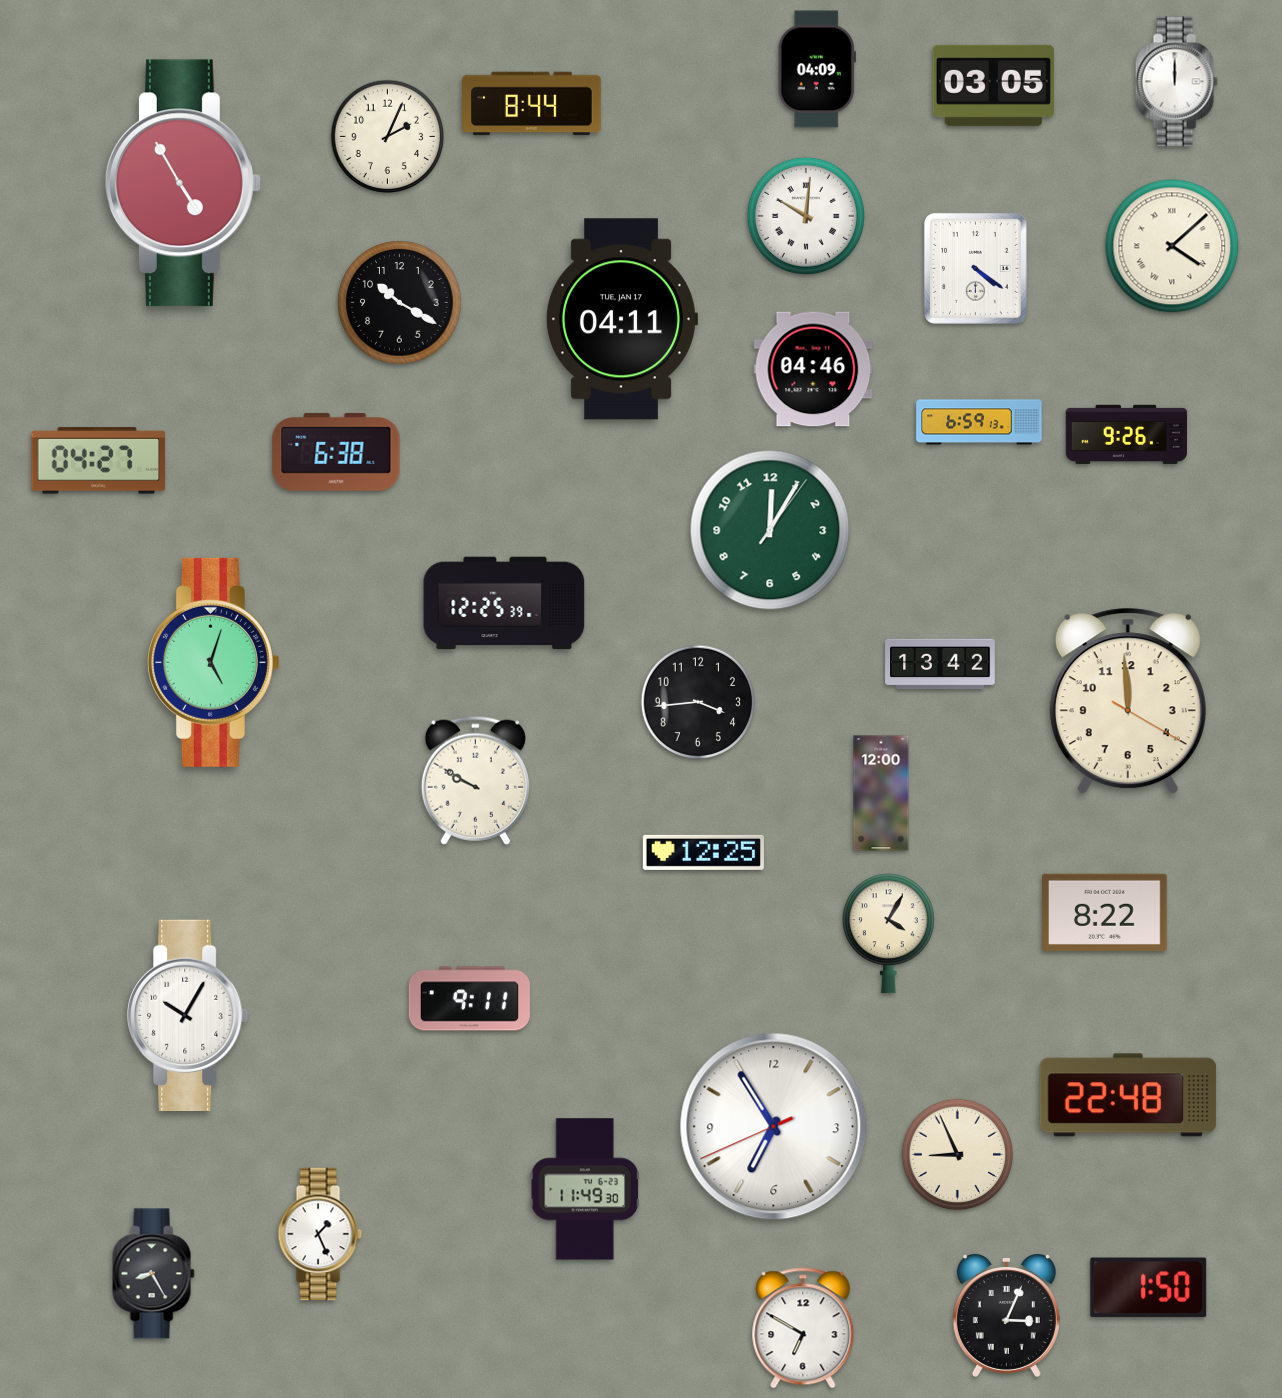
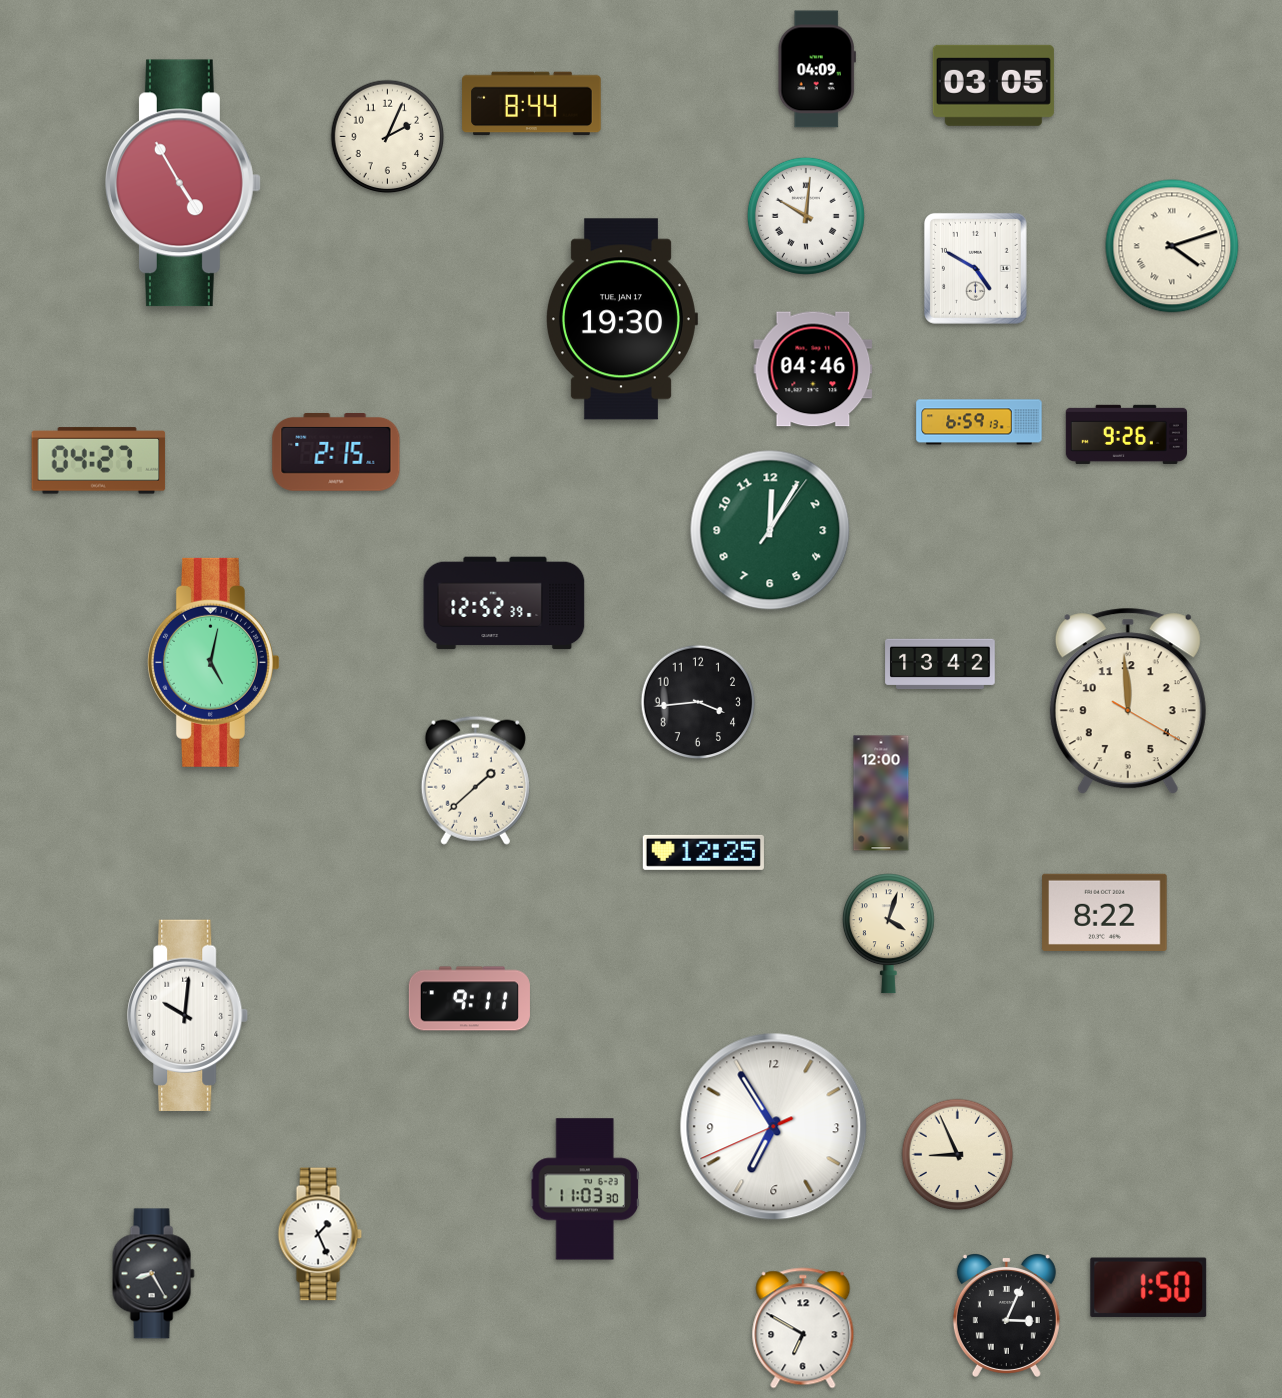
clock at (1176, 82): 12:00 -> none
clock at (1172, 246): 4:08 -> 4:12
clock at (975, 268): 4:21 -> 4:50
clock at (400, 303): 10:20 -> none
clock at (621, 319): 04:11 -> 19:30
clock at (336, 453): 6:38 -> 2:15
clock at (504, 603): 12:25 -> 12:52
clock at (213, 662): 5:03 -> 5:02
clock at (475, 780): 9:50 -> 1:38
clock at (888, 934): 4:05 -> 4:03
clock at (188, 1015): 10:05 -> 10:01
clock at (1128, 1095): 22:48 -> none
clock at (585, 1189): 11:49 -> 11:03
